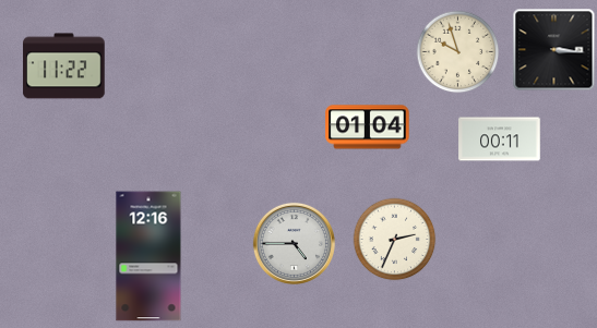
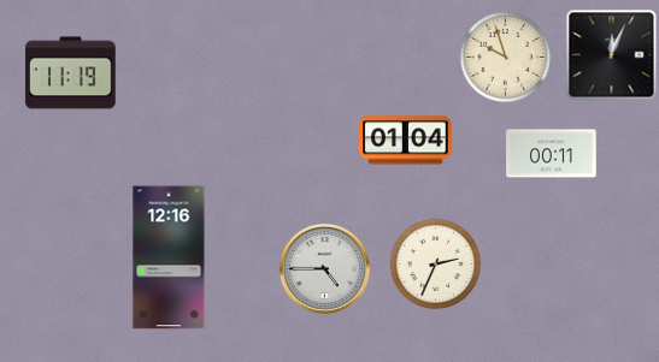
clock at (554, 50): 3:16 -> 12:04
clock at (64, 66): 11:22 -> 11:19
clock at (148, 256) position: (148, 256) -> (169, 257)
